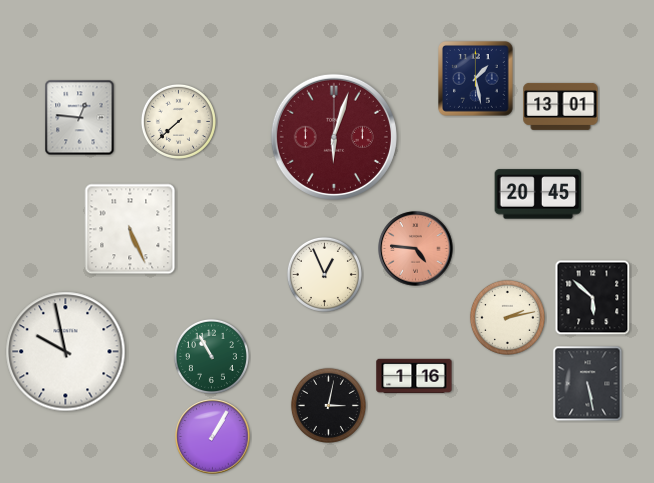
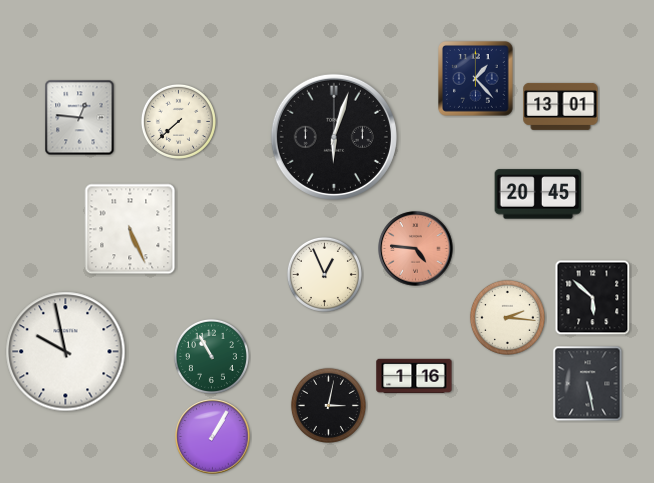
clock at (476, 79): 1:28 -> 1:23
clock at (334, 137) dial: burgundy -> black
clock at (507, 317): 2:13 -> 2:16
